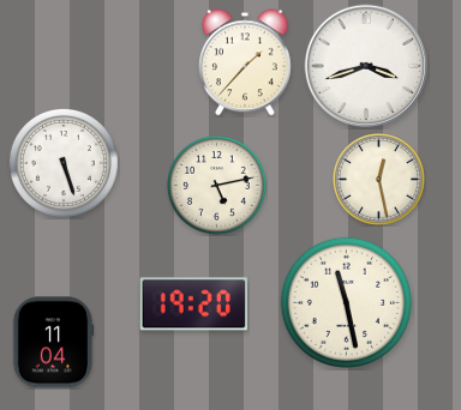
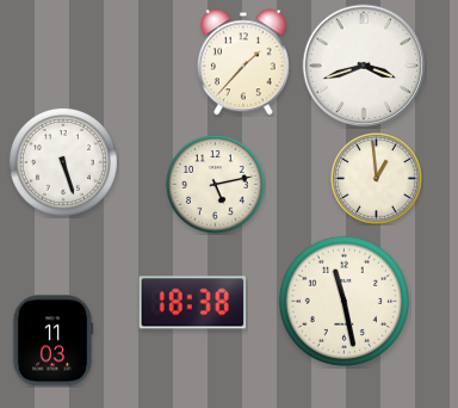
clock at (379, 180): 12:28 -> 12:59
clock at (194, 305): 19:20 -> 18:38
clock at (53, 343): 11:04 -> 11:03
